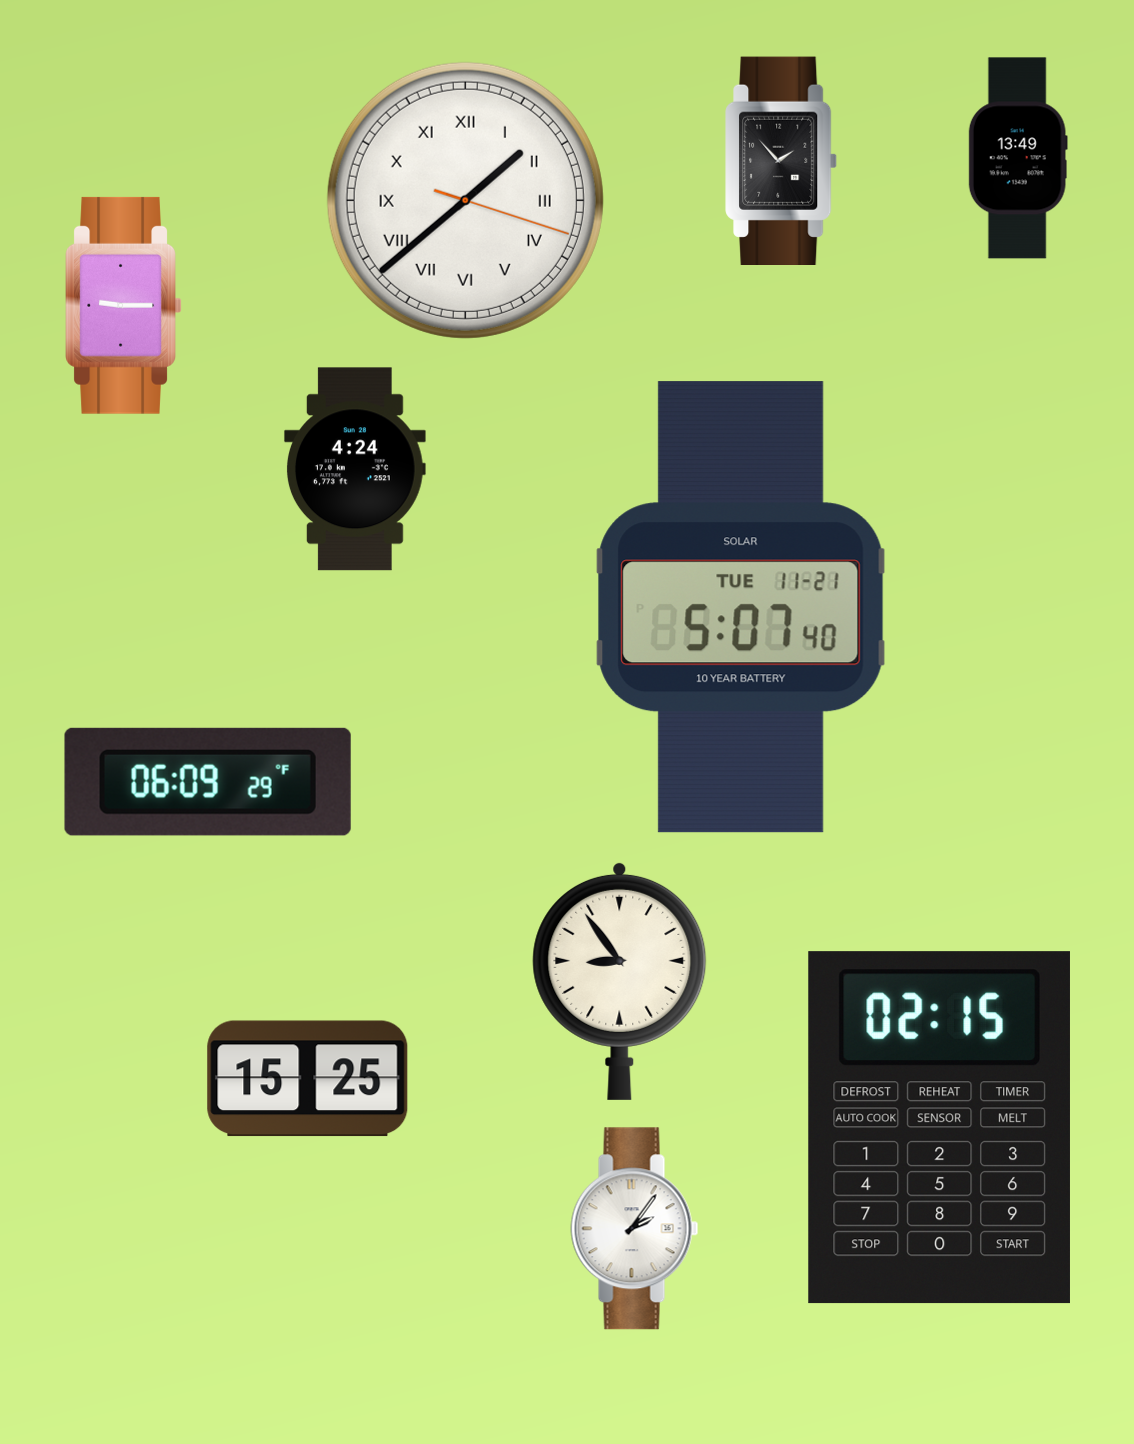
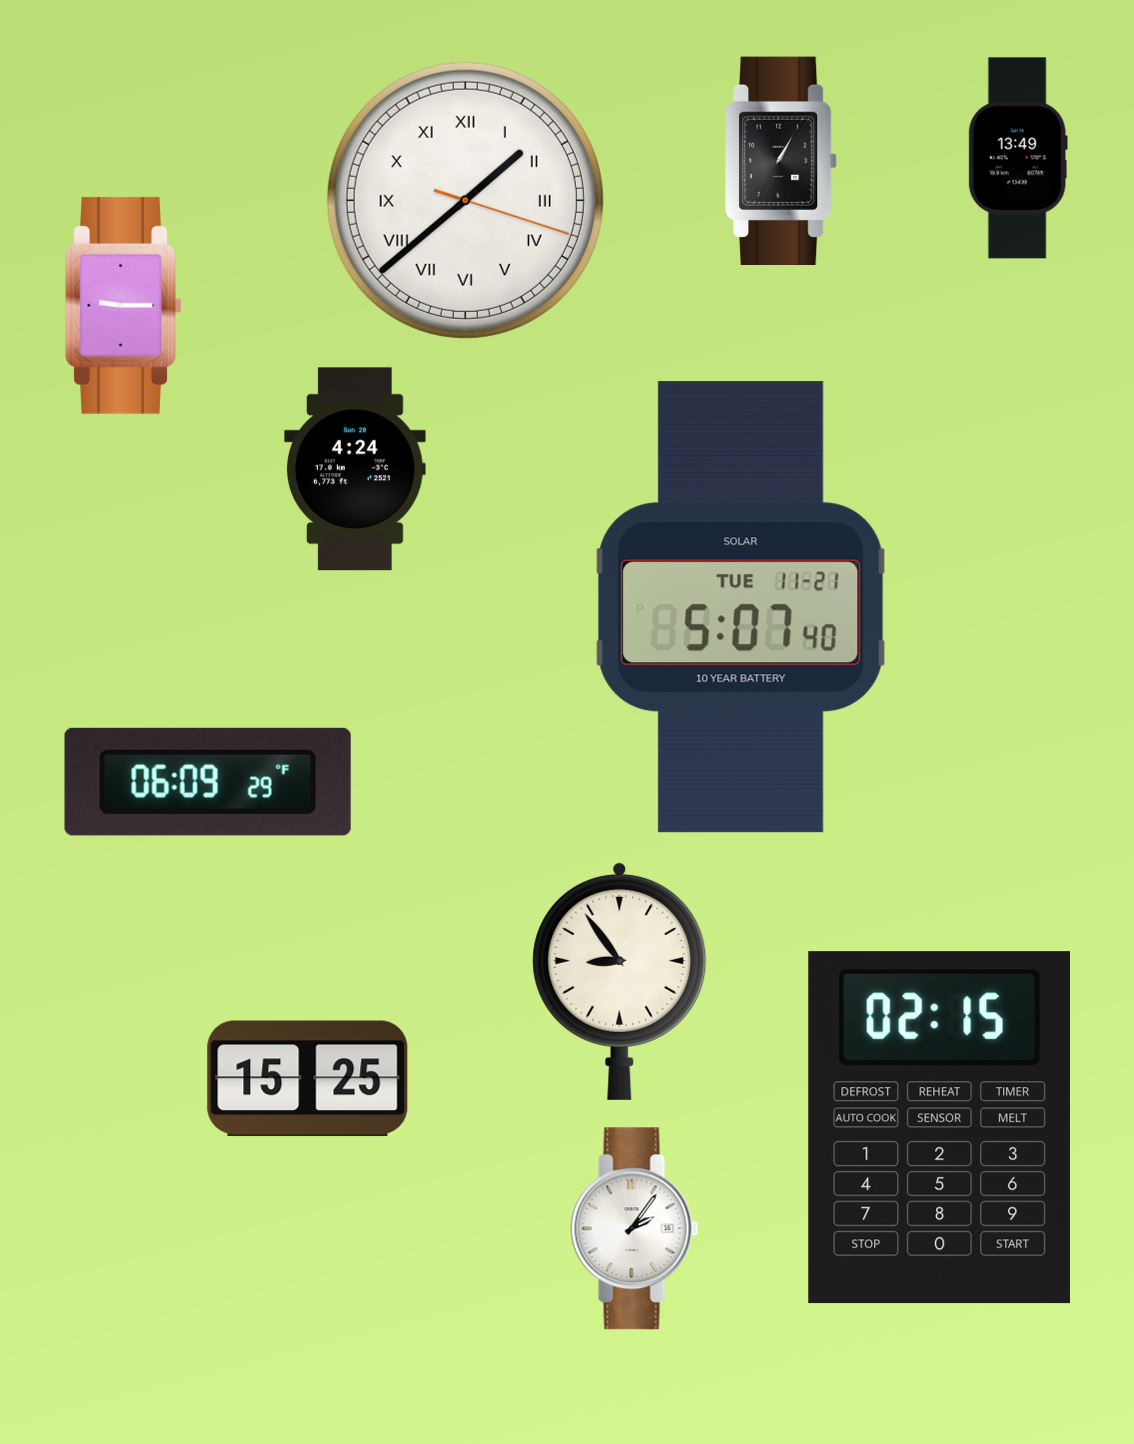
clock at (782, 160): 1:53 -> 1:05
